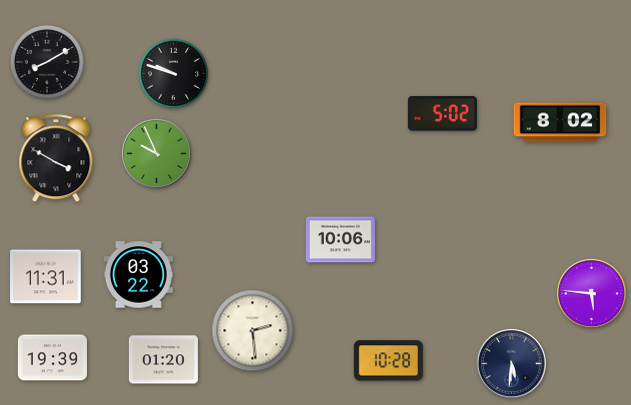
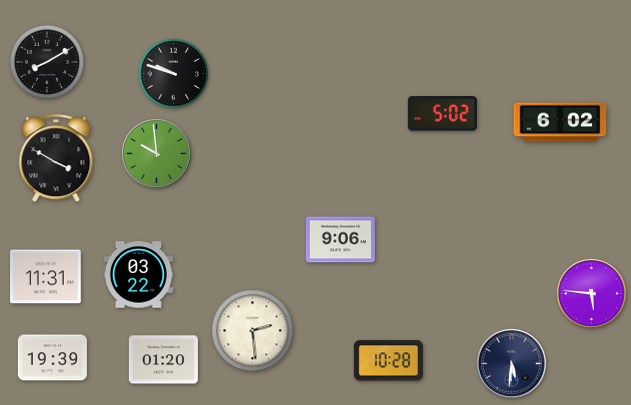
clock at (560, 122): 8:02 -> 6:02
clock at (157, 154): 9:56 -> 9:59
clock at (340, 240): 10:06 -> 9:06
